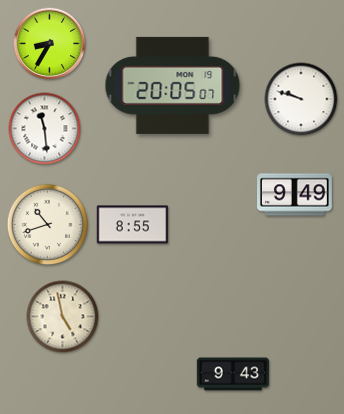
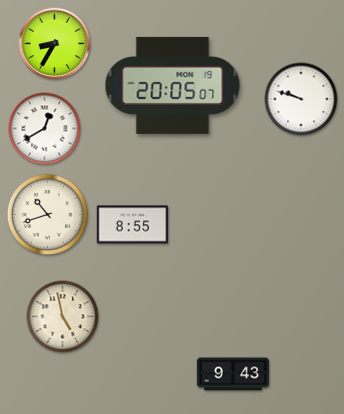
clock at (50, 44) position: (50, 44) -> (55, 44)
clock at (45, 129): 11:29 -> 12:40
clock at (295, 195): 9:49 -> none
clock at (47, 224) position: (47, 224) -> (47, 214)
